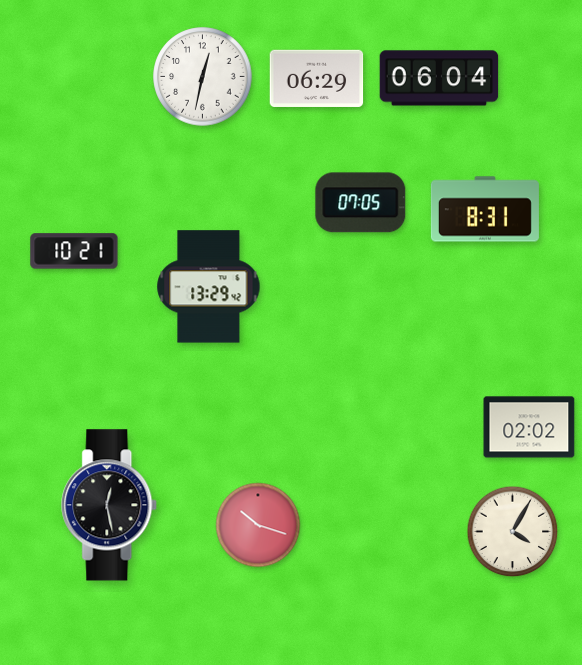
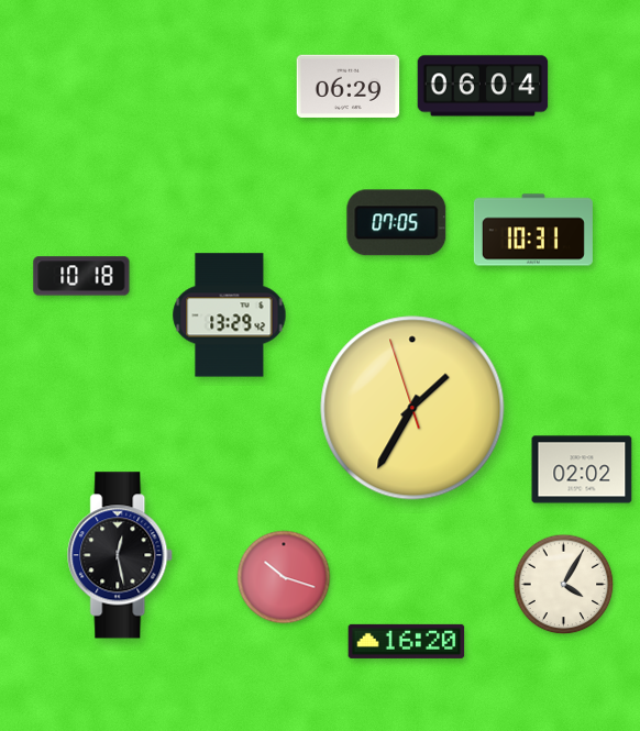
clock at (203, 77): 12:32 -> none
clock at (485, 209): 8:31 -> 10:31
clock at (74, 251): 10:21 -> 10:18
clock at (412, 408): none -> 1:34
clock at (407, 641): none -> 16:20
